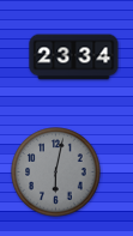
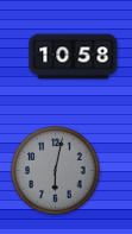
clock at (74, 58): 23:34 -> 10:58
